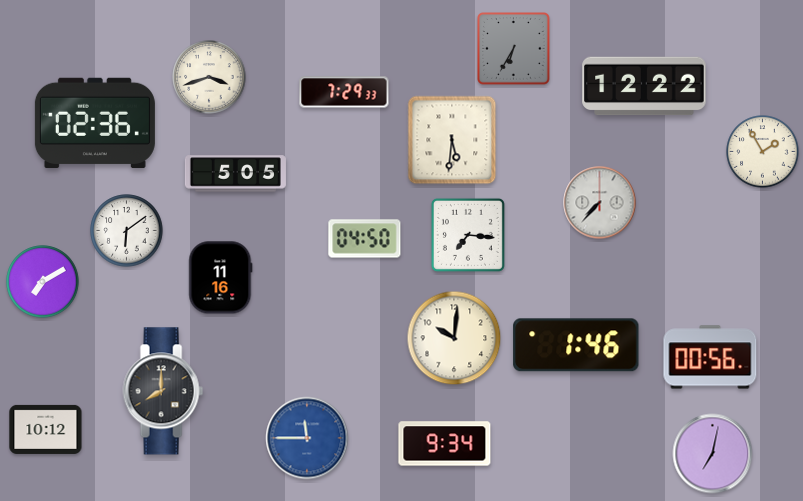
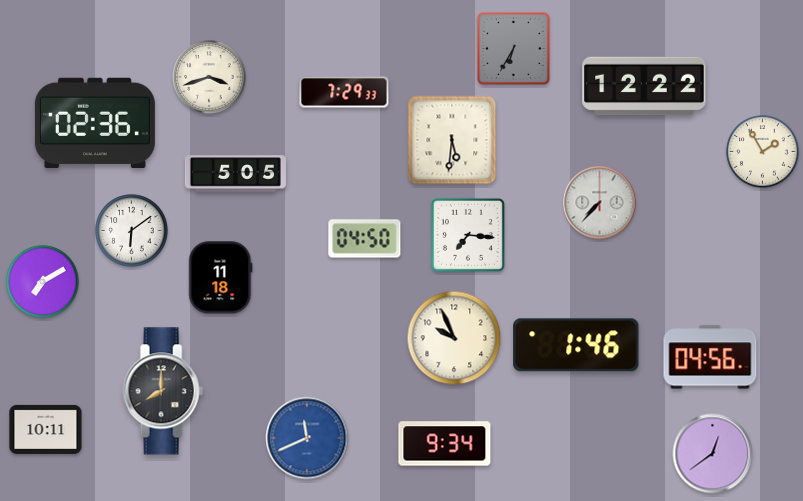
clock at (127, 231) position: (127, 231) -> (132, 231)
clock at (221, 278): 11:16 -> 11:18
clock at (454, 338): 10:01 -> 9:56
clock at (710, 357): 00:56 -> 04:56
clock at (46, 429): 10:12 -> 10:11
clock at (307, 438): 11:45 -> 11:41
clock at (713, 454): 7:02 -> 12:39
